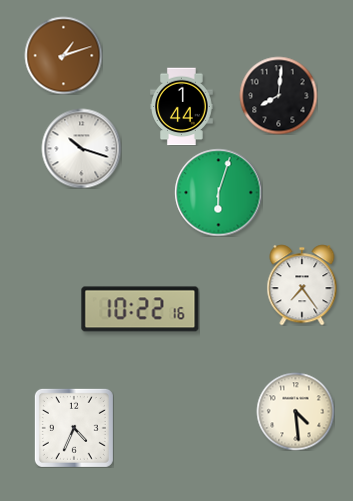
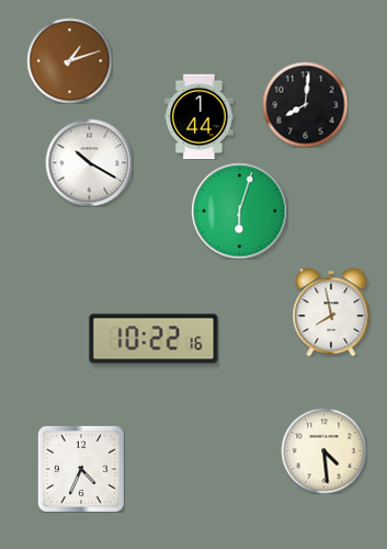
clock at (81, 148): 10:18 -> 10:20
clock at (302, 285): 7:24 -> 7:58
